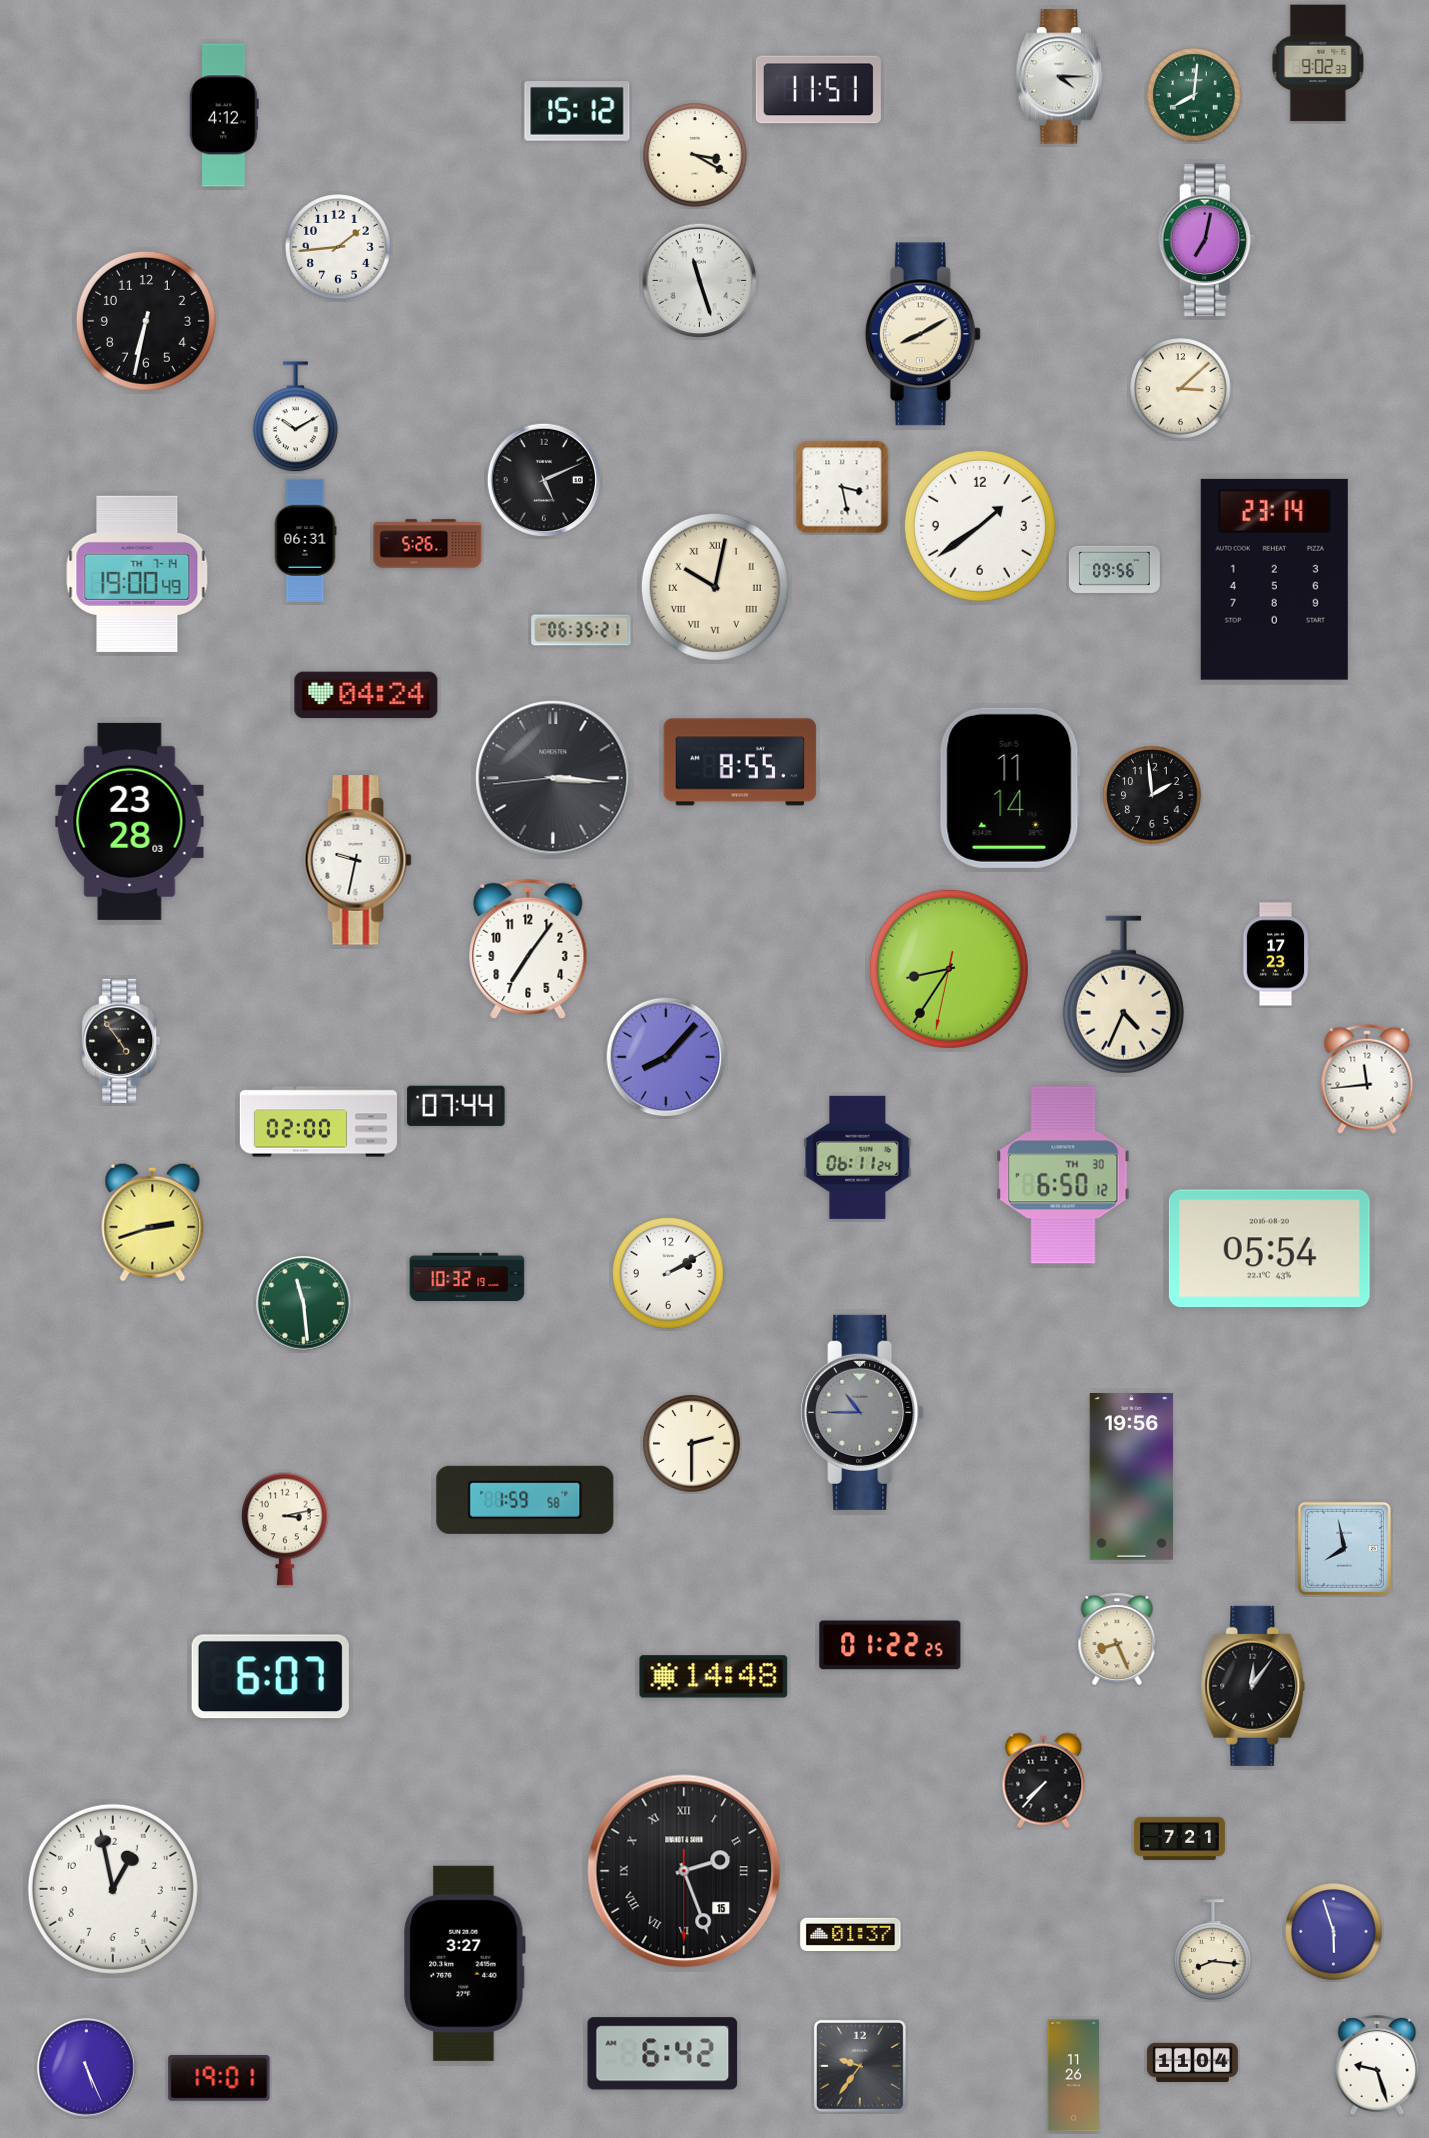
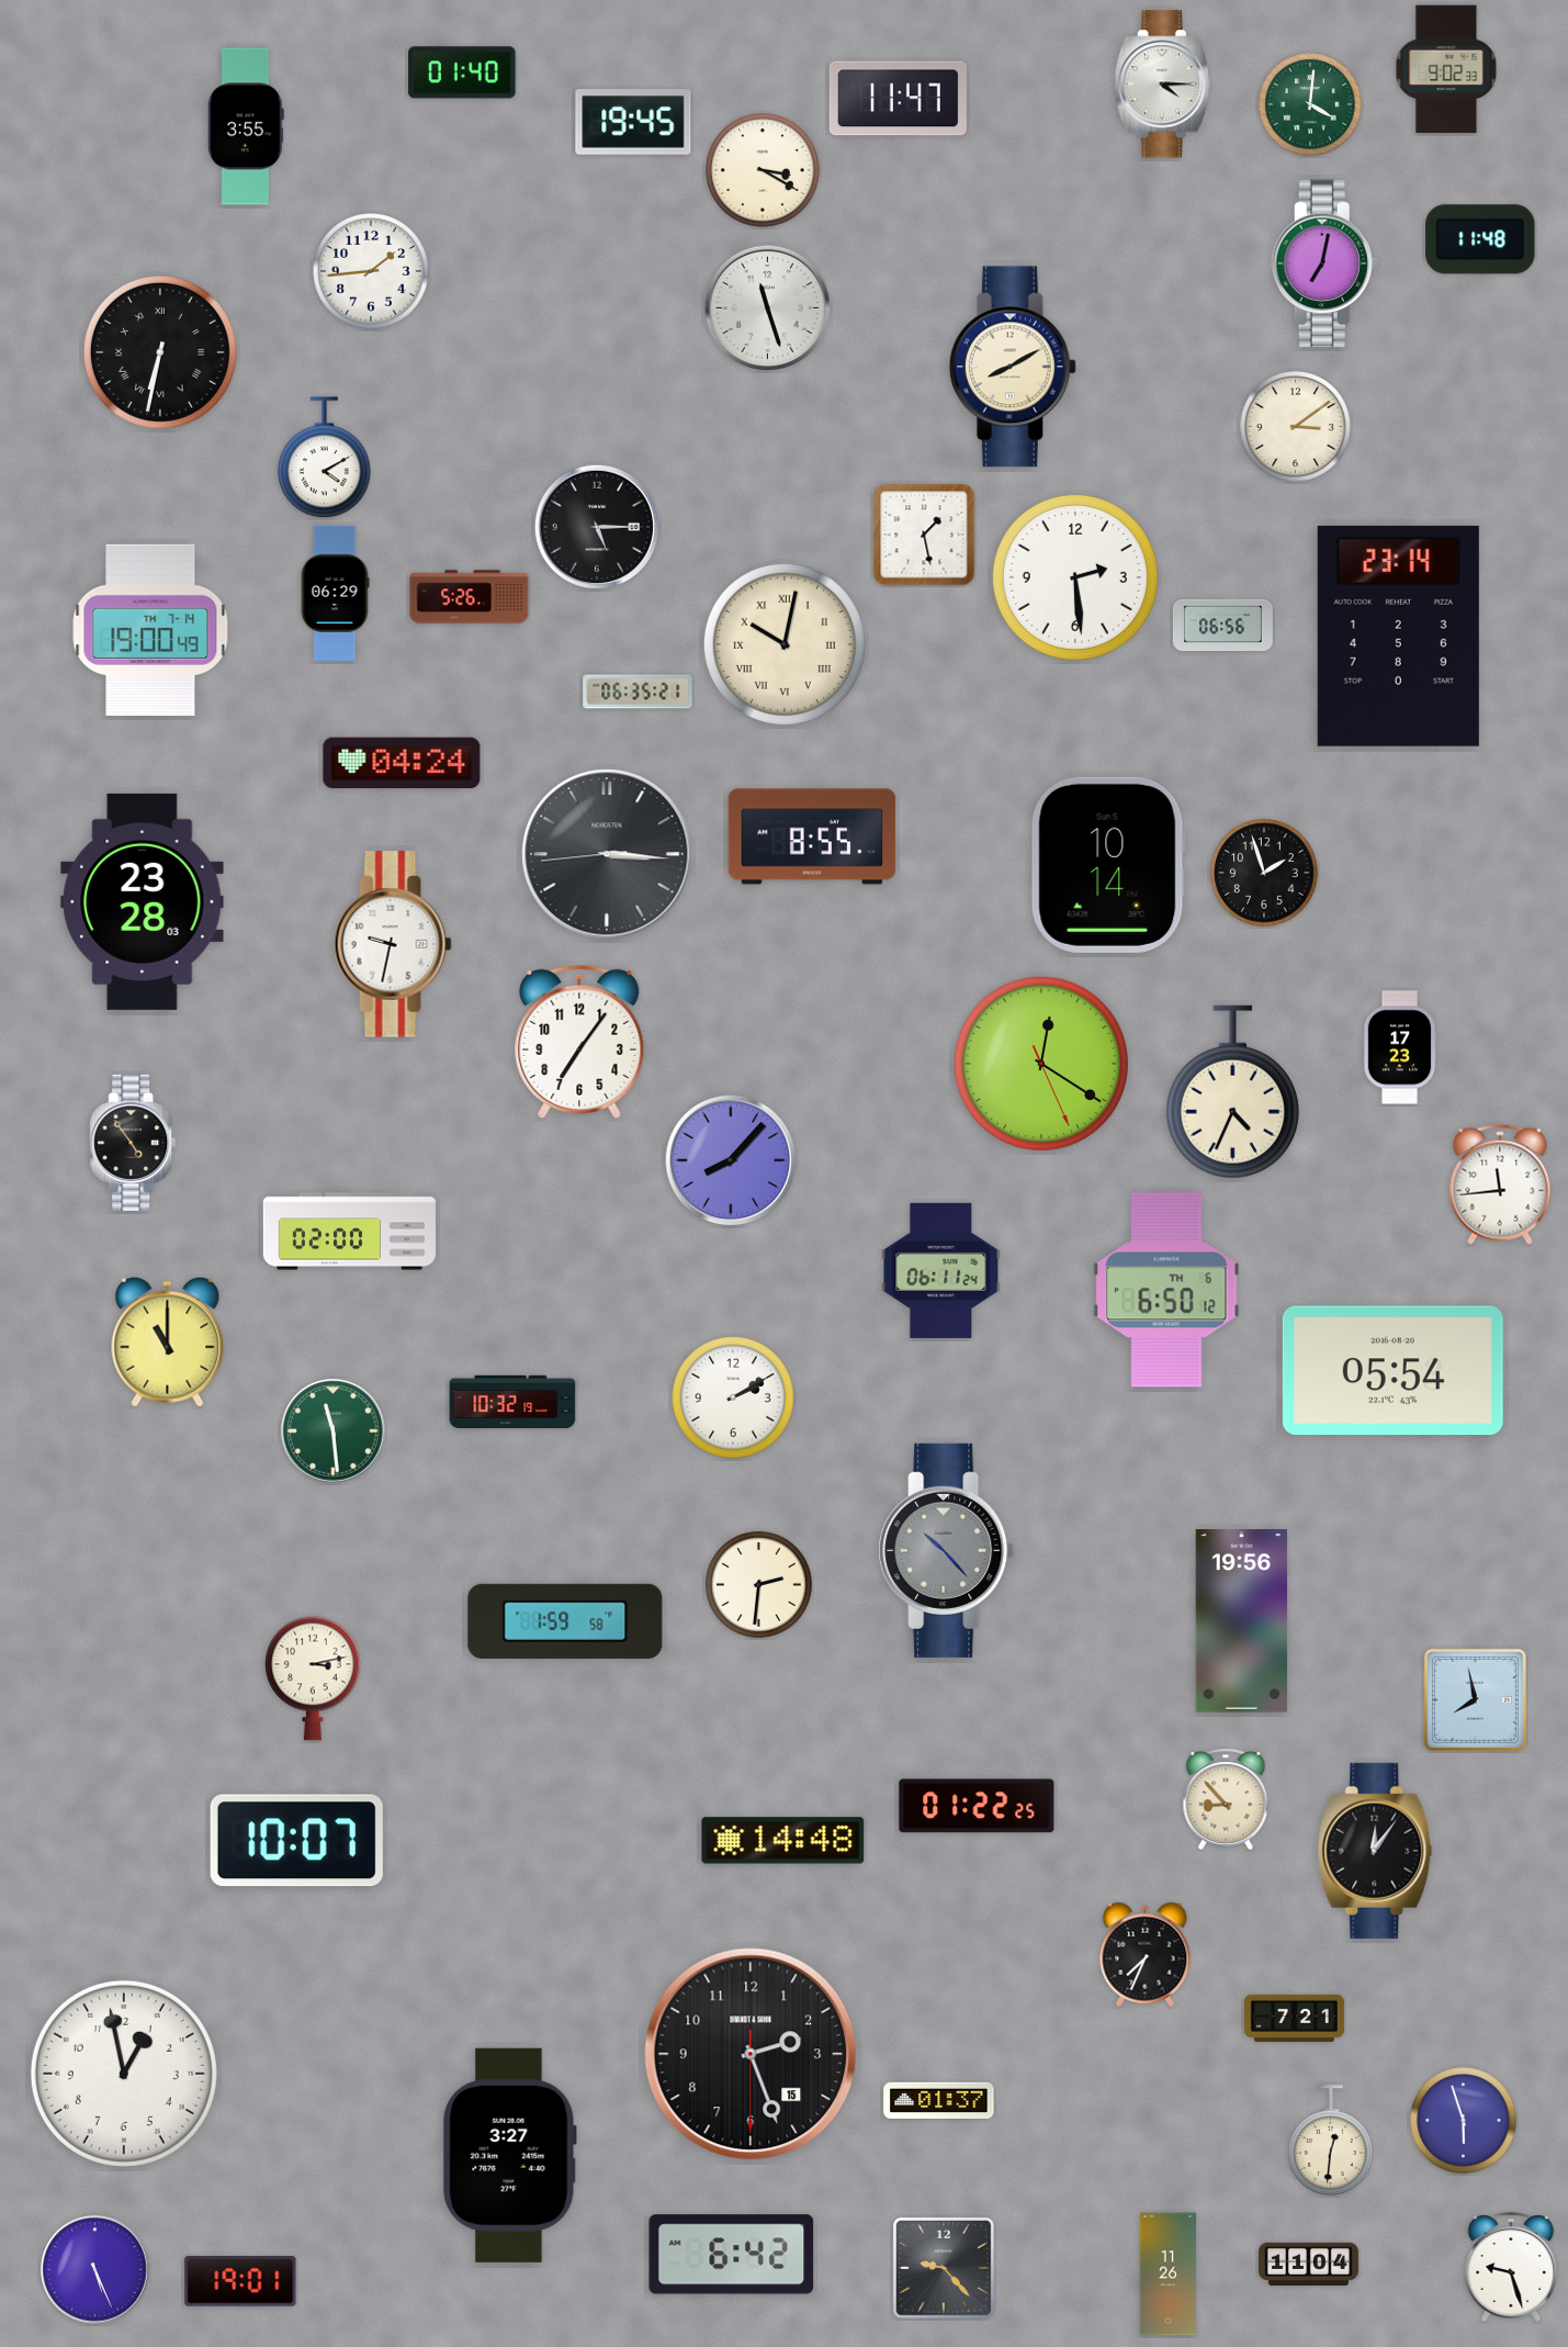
clock at (462, 72): none -> 01:40
clock at (818, 90): 11:51 -> 11:47
clock at (1194, 95): 8:01 -> 4:01
clock at (577, 112): 15:12 -> 19:45
clock at (224, 115): 4:12 -> 3:55
clock at (1480, 239): none -> 11:48
clock at (146, 321) numerals: Arabic -> Roman
clock at (1181, 389): 3:08 -> 3:09
clock at (296, 417): 10:10 -> 4:10
clock at (543, 479): 5:11 -> 5:15
clock at (842, 487): 3:28 -> 1:28
clock at (980, 526): 1:39 -> 2:29
clock at (305, 540): 06:31 -> 06:29
clock at (1114, 569): 09:56 -> 06:56
clock at (1010, 788): 11:14 -> 10:14
clock at (1152, 795): 1:59 -> 1:57
clock at (949, 969): 8:35 -> 12:20
clock at (456, 1106): 07:44 -> none
clock at (1063, 1175) date: TH 30 -> TH 6
clock at (153, 1222): 2:42 -> 11:00
clock at (863, 1412): 10:45 -> 10:23
clock at (692, 1444): 2:30 -> 2:31
clock at (525, 1500) position: (525, 1500) -> (565, 1621)
clock at (1117, 1639): 8:26 -> 8:53
clock at (270, 1677): 6:07 -> 10:07
clock at (1044, 1781): 7:37 -> 7:34
clock at (684, 1871) numerals: Roman -> Arabic
clock at (851, 1935) position: (851, 1935) -> (939, 2101)
clock at (1213, 1950): 8:16 -> 12:31
clock at (663, 2054) position: (663, 2054) -> (732, 2255)
clock at (860, 2066): 9:36 -> 9:23
clock at (1073, 2076) position: (1073, 2076) -> (1167, 2275)
